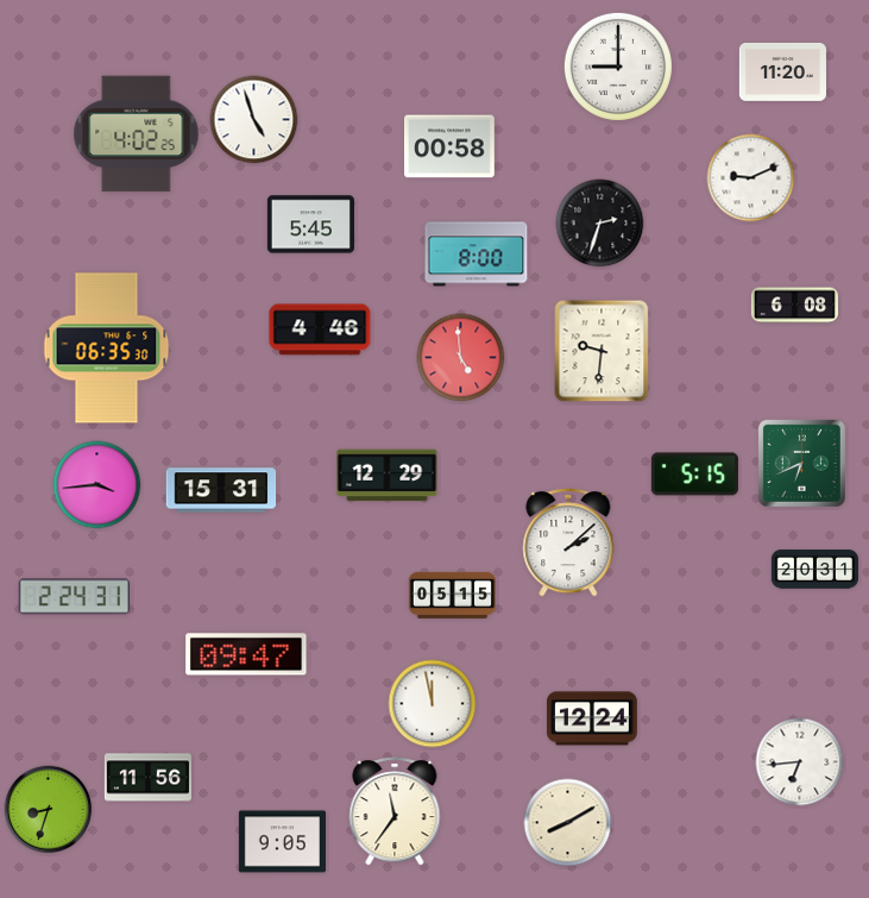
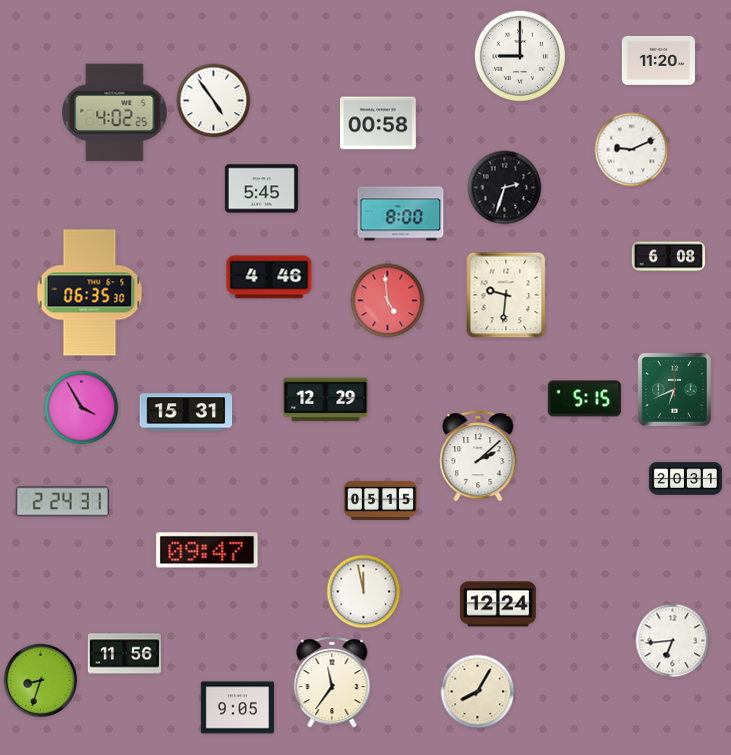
clock at (254, 120): 4:57 -> 4:54
clock at (97, 485): 3:44 -> 3:55
clock at (568, 823): 8:10 -> 8:05
